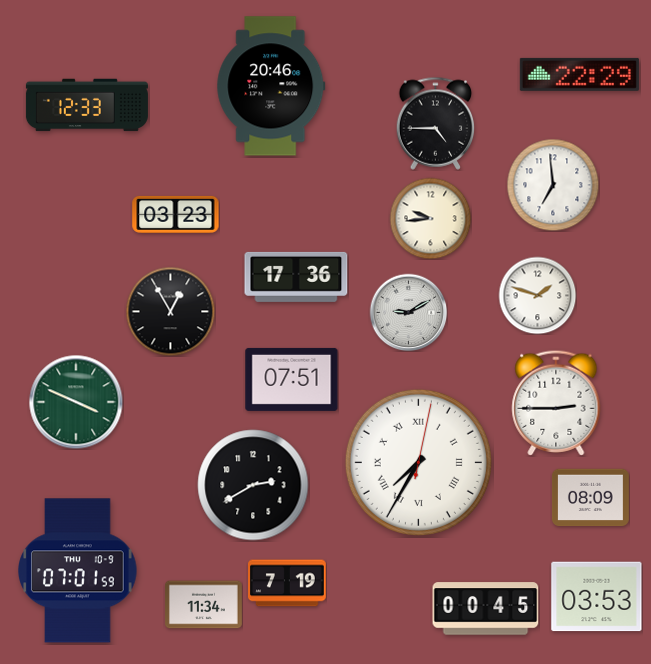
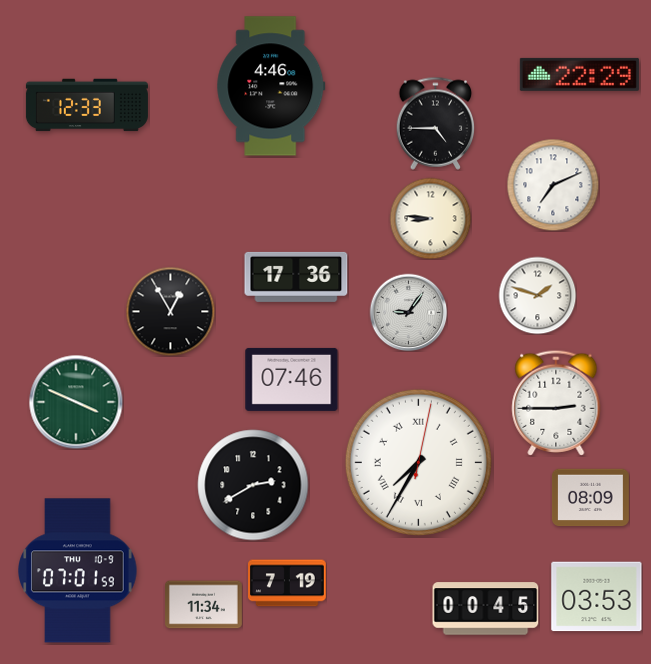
clock at (271, 86): 20:46 -> 4:46
clock at (553, 185): 6:59 -> 7:11
clock at (176, 214): 03:23 -> none
clock at (430, 218): 9:44 -> 8:46
clock at (408, 312): 9:10 -> 9:06
clock at (292, 379): 07:51 -> 07:46
